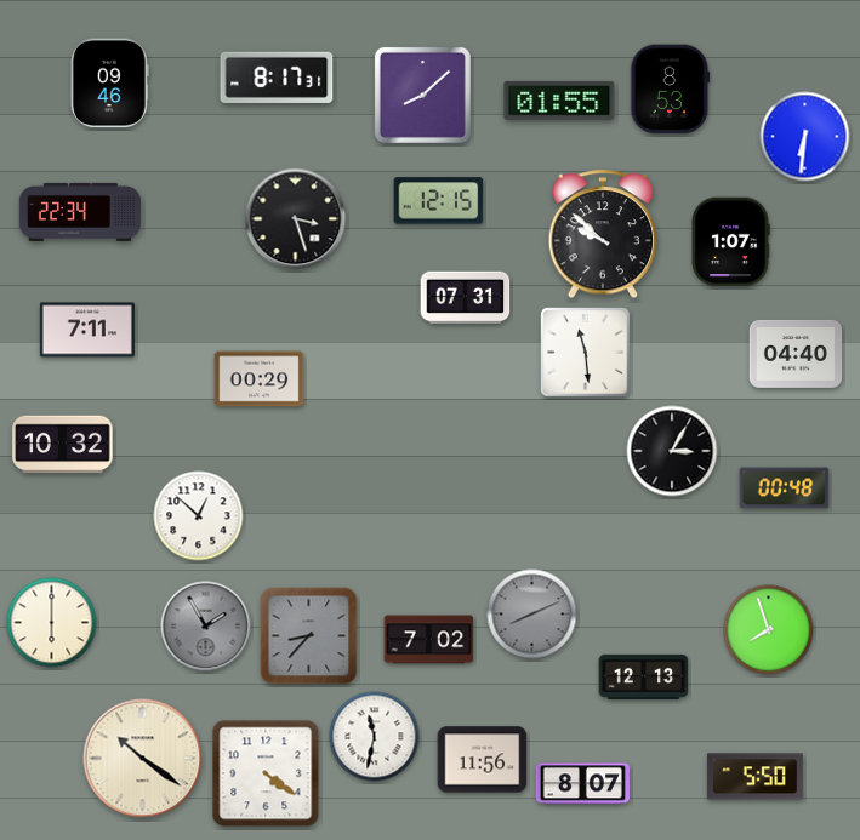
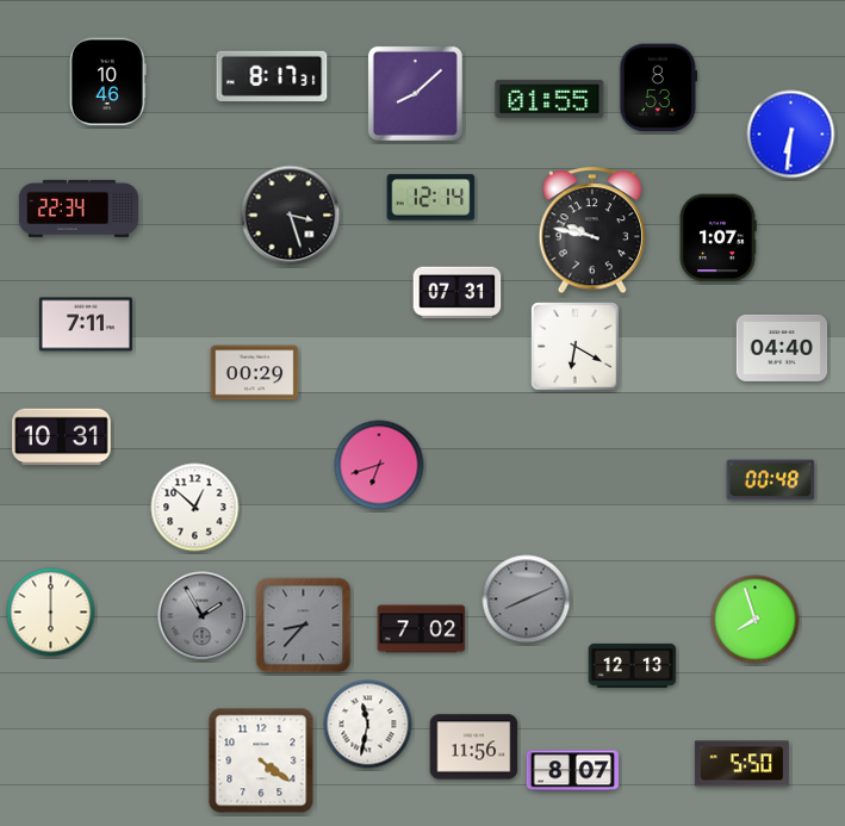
clock at (109, 84): 09:46 -> 10:46
clock at (439, 201): 12:15 -> 12:14
clock at (603, 235): 9:52 -> 9:47
clock at (586, 353): 11:29 -> 6:20
clock at (63, 445): 10:32 -> 10:31
clock at (672, 451): 3:05 -> none
clock at (379, 465): none -> 6:42
clock at (532, 615) position: (532, 615) -> (527, 600)
clock at (143, 759): 10:21 -> none
